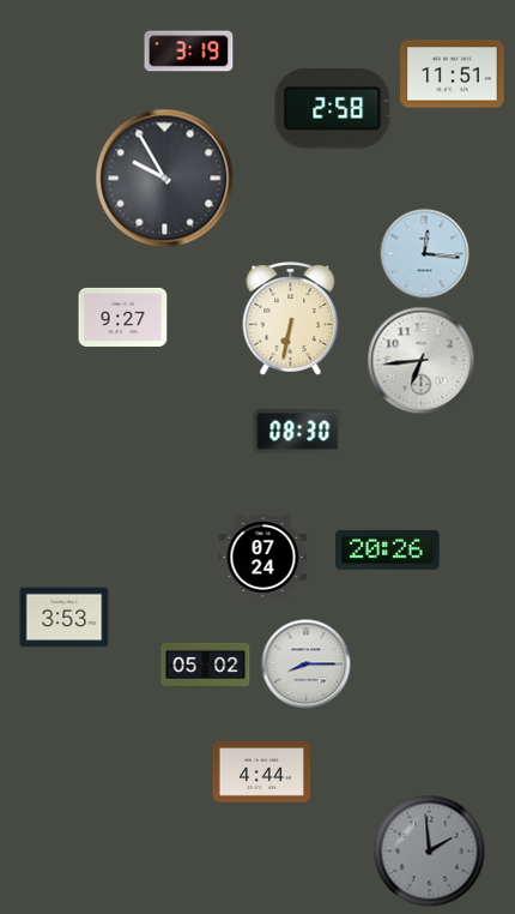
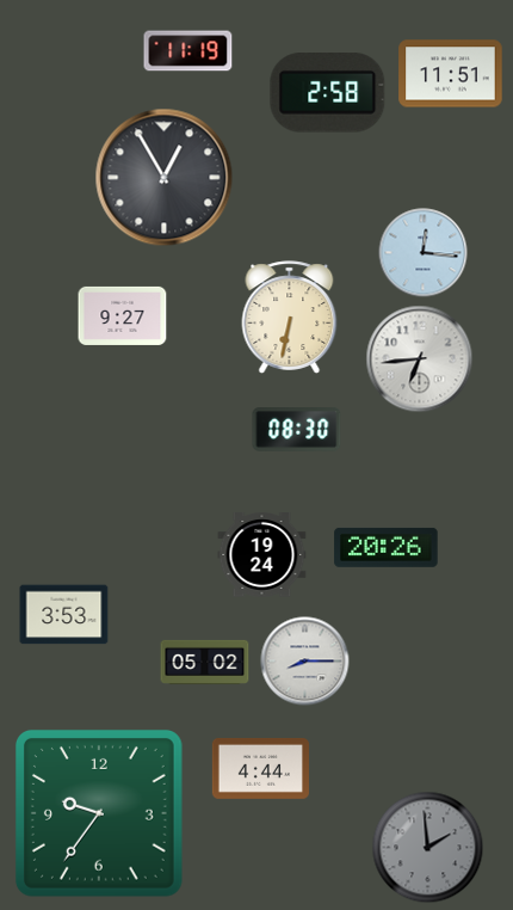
clock at (189, 52): 3:19 -> 11:19
clock at (333, 109) position: (333, 109) -> (328, 93)
clock at (165, 179): 9:55 -> 12:55
clock at (263, 558): 07:24 -> 19:24
clock at (99, 813): none -> 9:36
